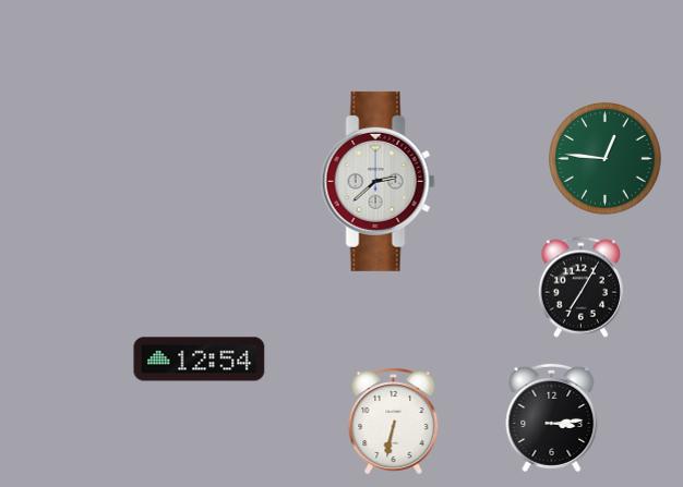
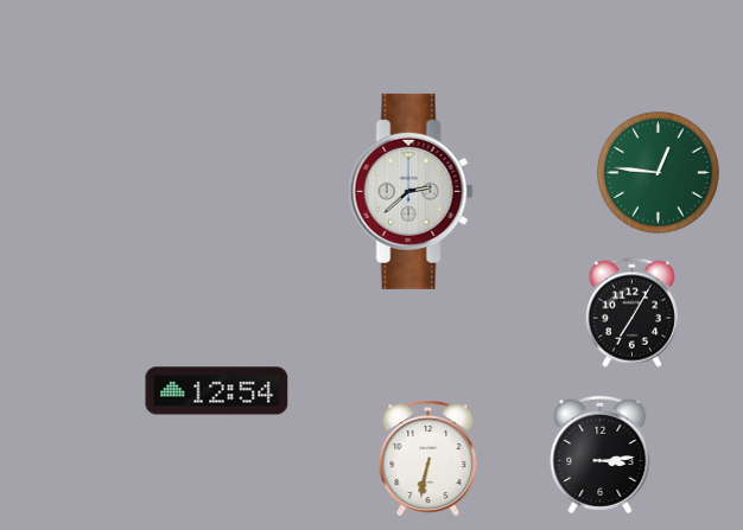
clock at (378, 181) position: (378, 181) -> (411, 191)
